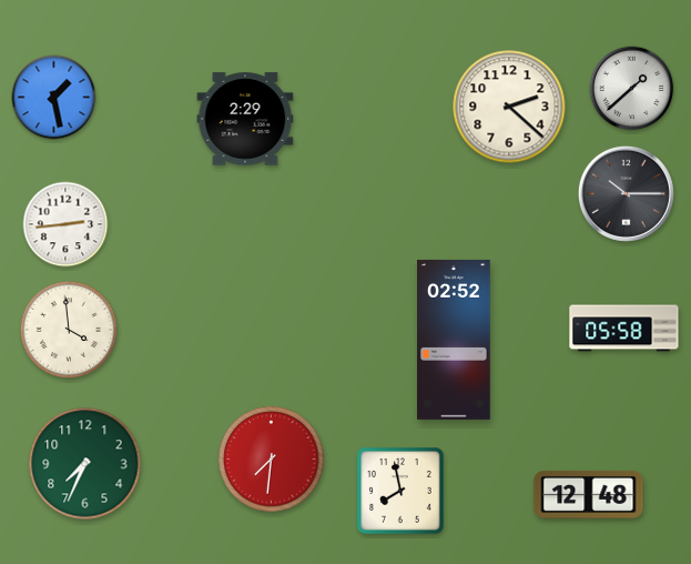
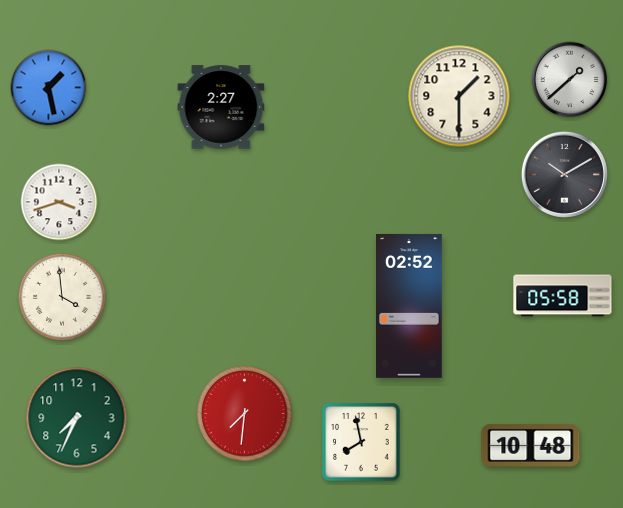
clock at (509, 107): 2:22 -> 1:30
clock at (245, 119): 2:29 -> 2:27
clock at (626, 193): 10:15 -> 10:10
clock at (65, 224): 2:44 -> 3:42
clock at (589, 494): 12:48 -> 10:48
